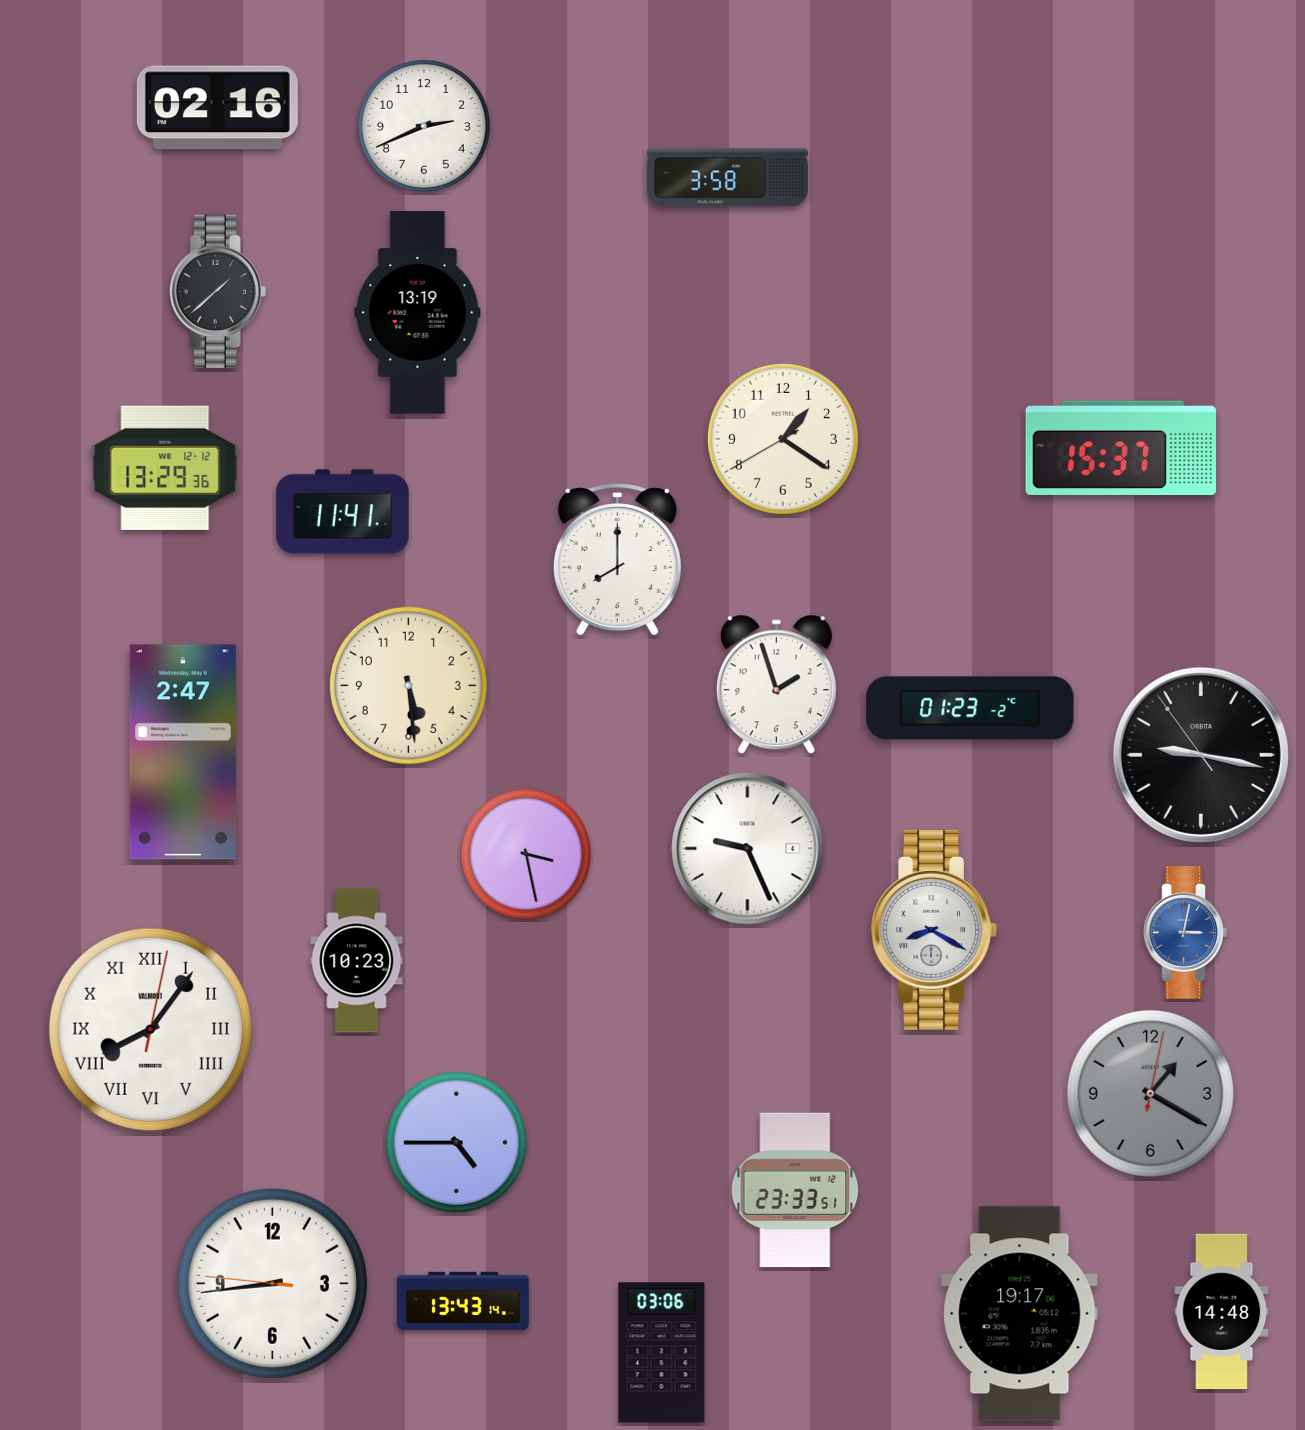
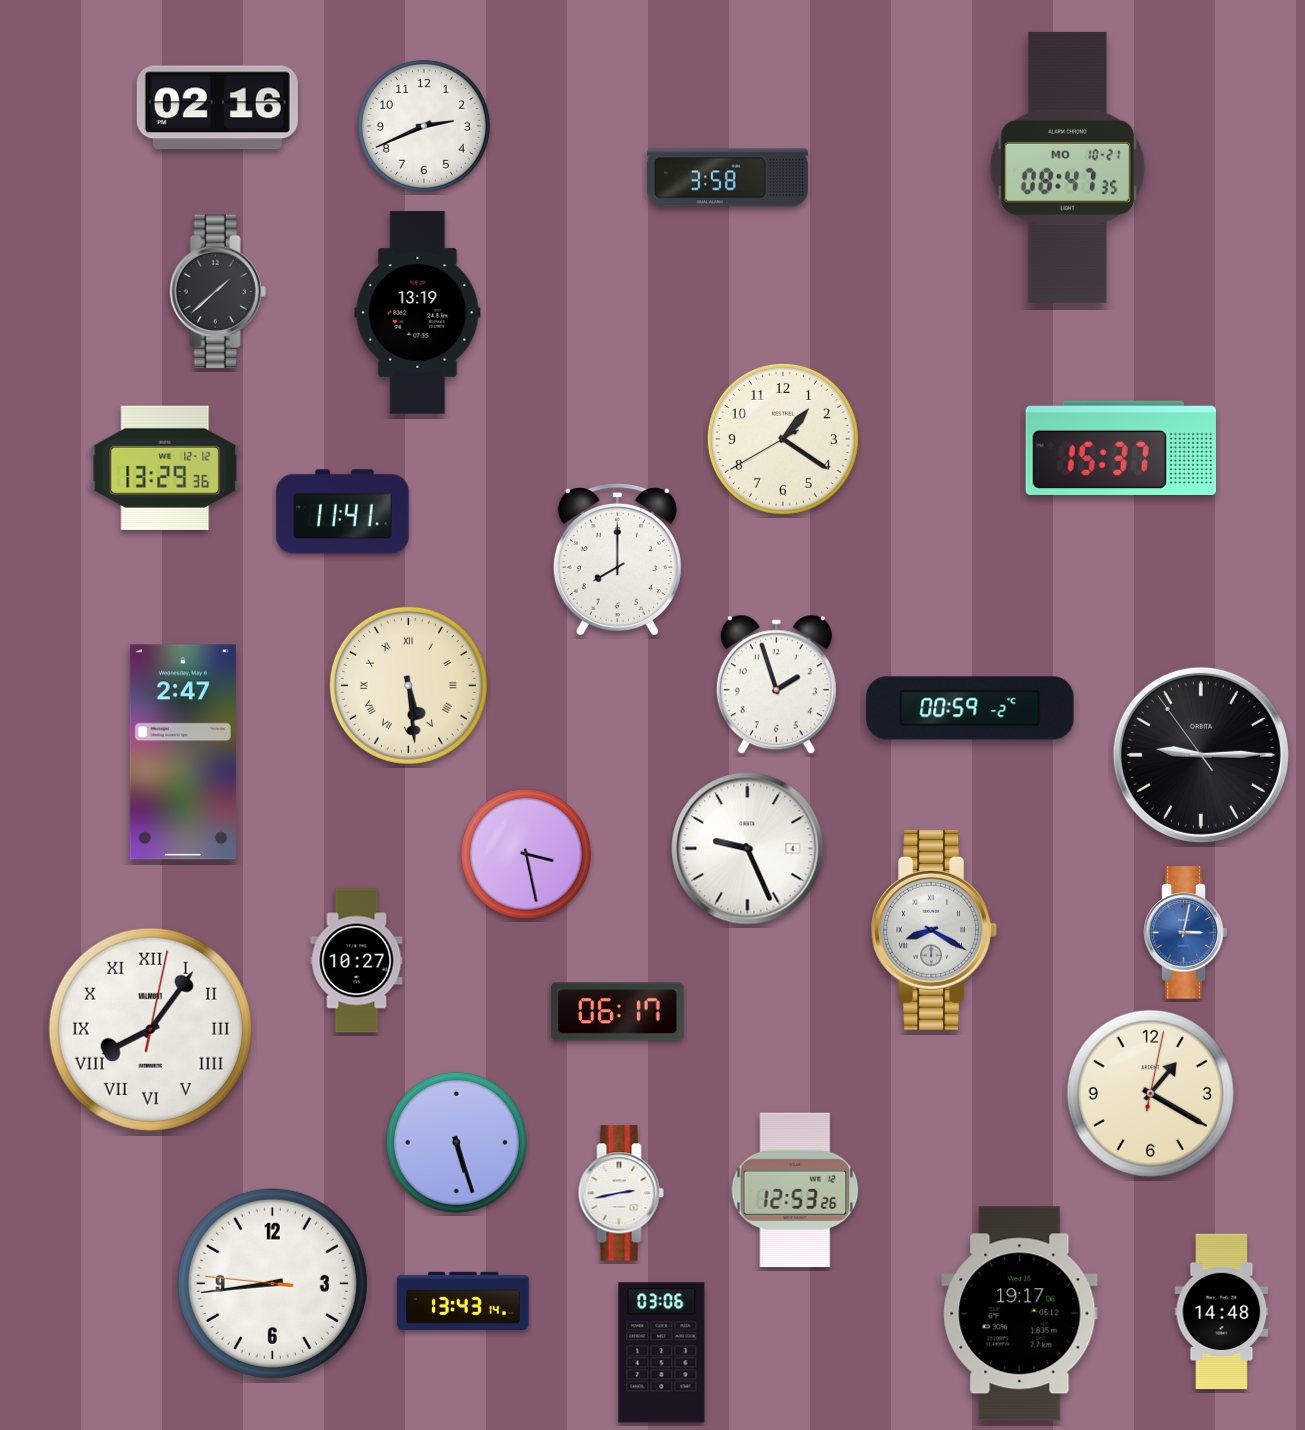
clock at (1068, 167): none -> 08:47
clock at (408, 685) numerals: Arabic -> Roman
clock at (970, 708): 01:23 -> 00:59
clock at (1201, 755): 9:16 -> 9:14
clock at (357, 961): 10:23 -> 10:27
clock at (618, 1012): none -> 06:17
clock at (1150, 1093) dial: grey -> cream
clock at (456, 1142): 4:45 -> 5:27
clock at (795, 1190): 23:33 -> 12:53
clock at (621, 1193): none -> 2:43
